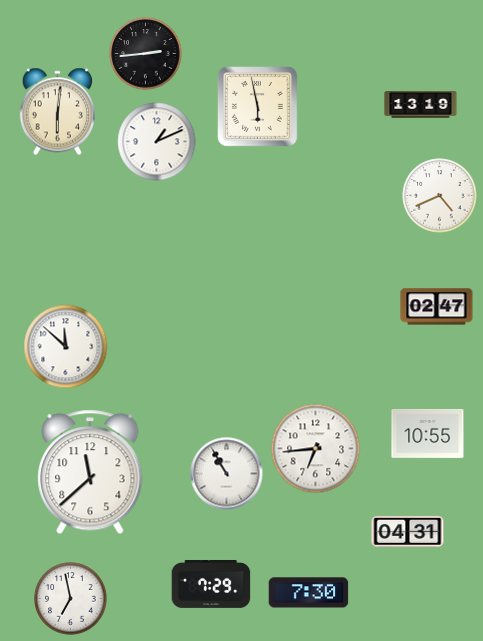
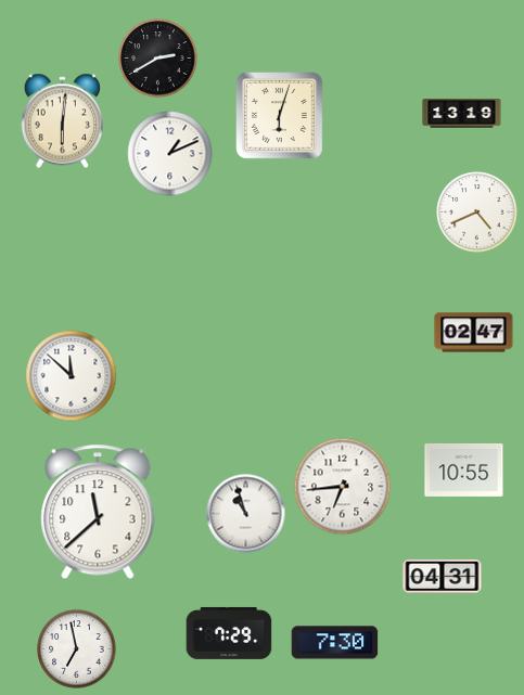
clock at (146, 54): 2:44 -> 2:40
clock at (421, 105) position: (421, 105) -> (462, 114)
clock at (258, 107): 5:58 -> 6:03
clock at (227, 474): 10:55 -> 10:57
